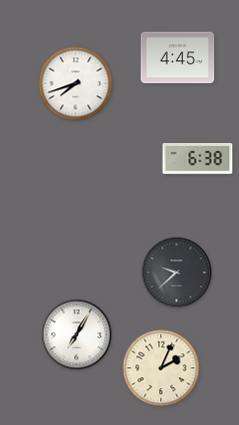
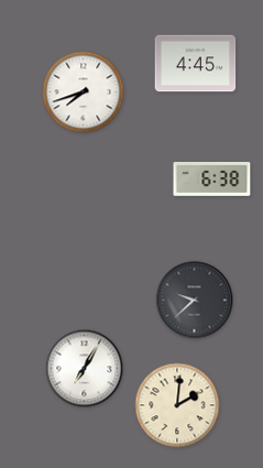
clock at (198, 159) position: (198, 159) -> (212, 179)
clock at (161, 368): 2:04 -> 2:01
